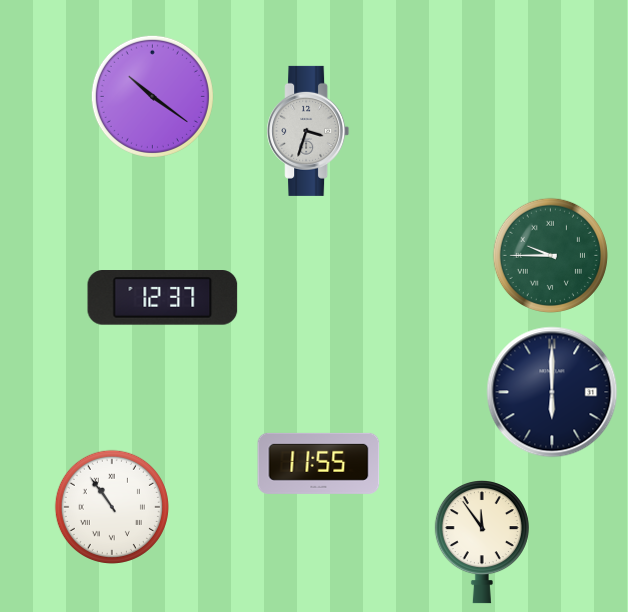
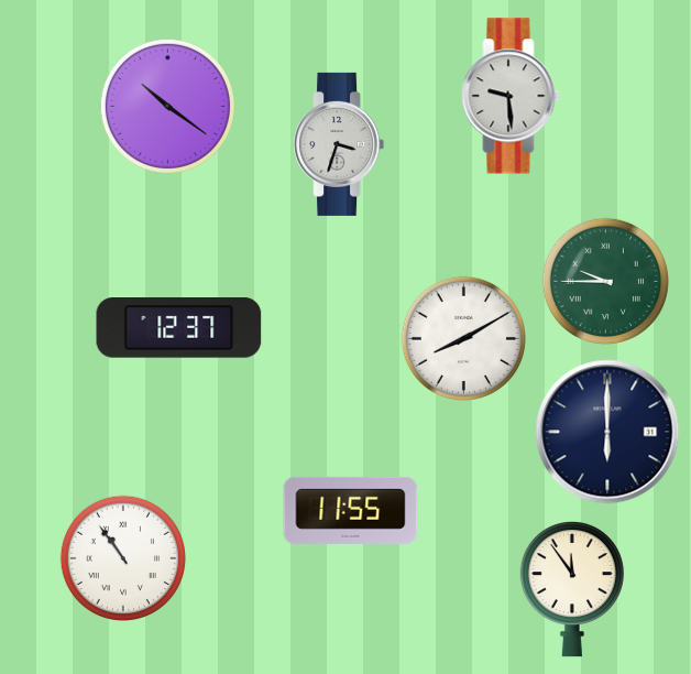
clock at (511, 96): none -> 9:29
clock at (463, 338): none -> 8:10
clock at (482, 543) position: (482, 543) -> (572, 590)
